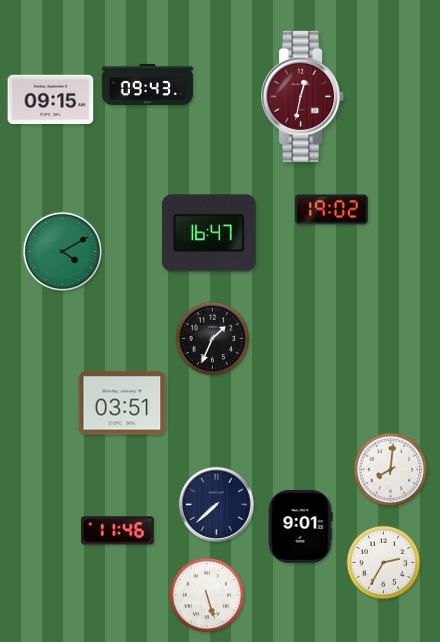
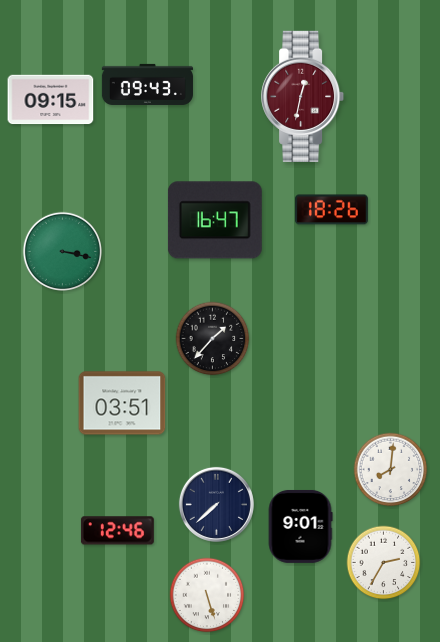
clock at (331, 210): 19:02 -> 18:26
clock at (209, 233) position: (209, 233) -> (215, 220)
clock at (63, 252): 4:10 -> 3:17
clock at (213, 339): 1:34 -> 1:37
clock at (117, 531): 11:46 -> 12:46
